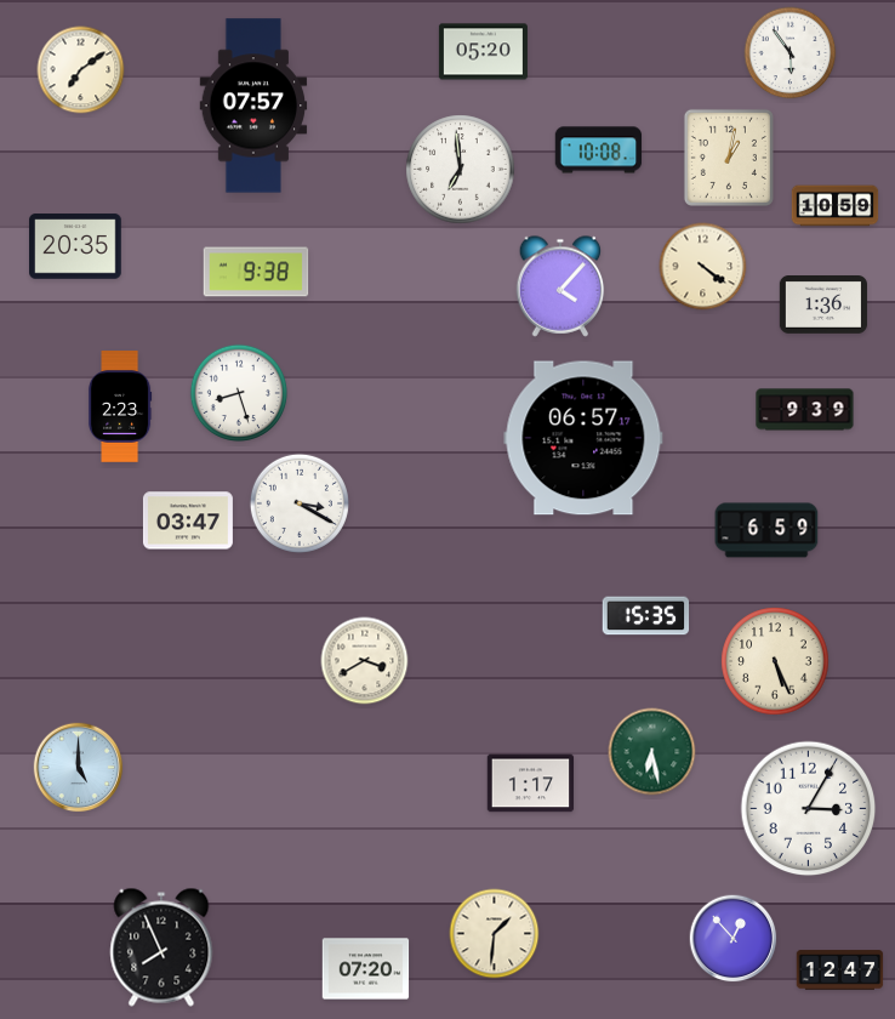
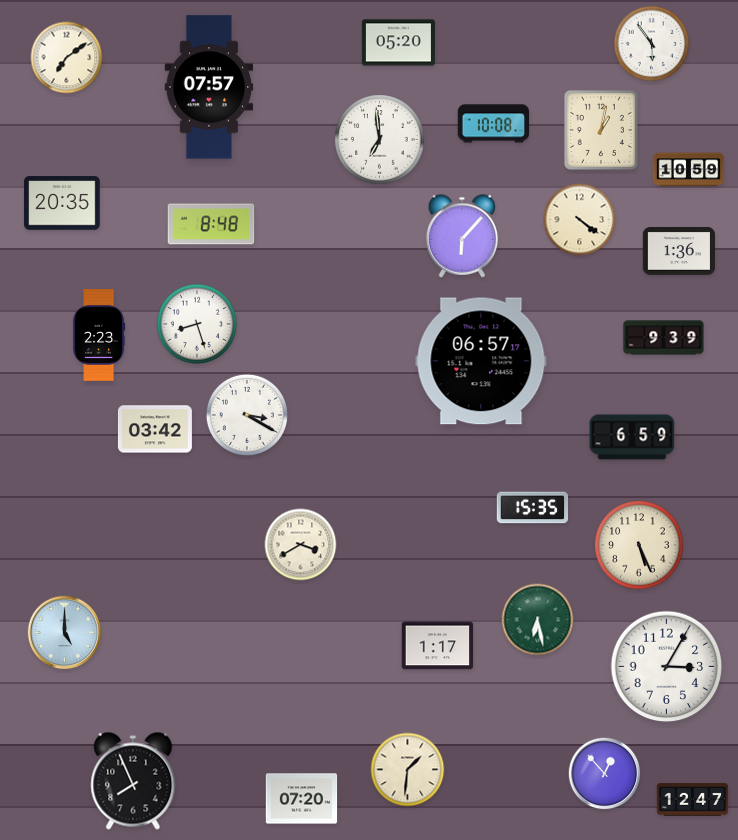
clock at (256, 272): 9:38 -> 8:48
clock at (560, 286): 4:07 -> 6:07
clock at (188, 520): 03:47 -> 03:42
